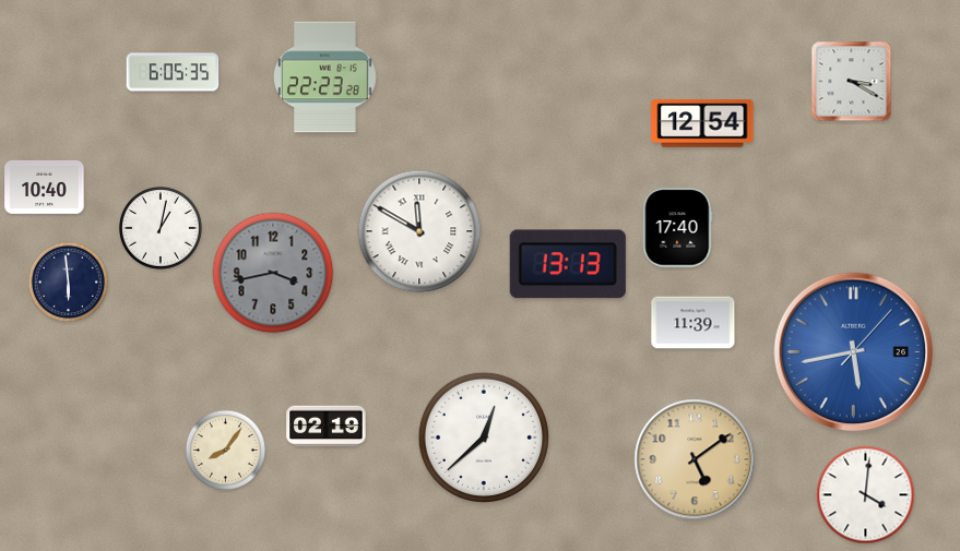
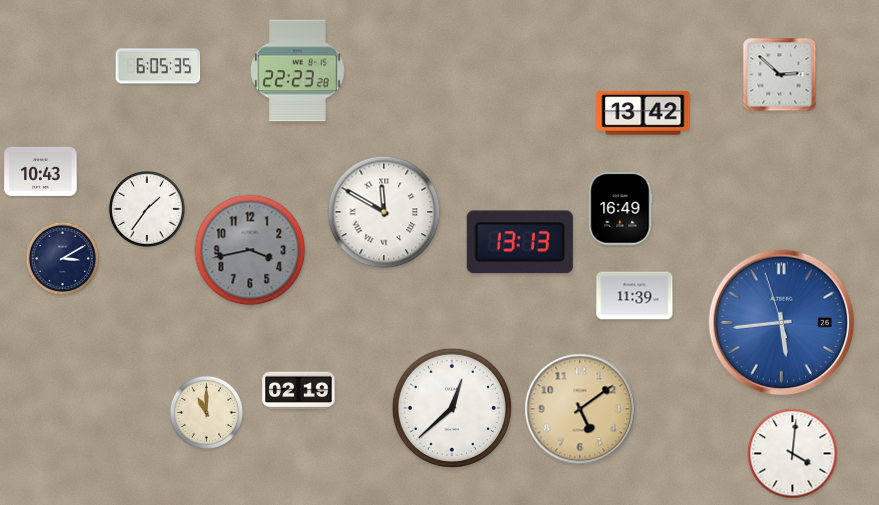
clock at (852, 82): 3:20 -> 2:52
clock at (702, 123): 12:54 -> 13:42
clock at (45, 187): 10:40 -> 10:43
clock at (161, 228): 1:02 -> 1:36
clock at (678, 228): 17:40 -> 16:49
clock at (68, 282): 5:59 -> 3:10
clock at (854, 352): 5:43:07 -> 5:43:57
clock at (483, 436) position: (483, 436) -> (451, 407)
clock at (225, 450): 8:06 -> 11:00
clock at (695, 459) position: (695, 459) -> (580, 409)
